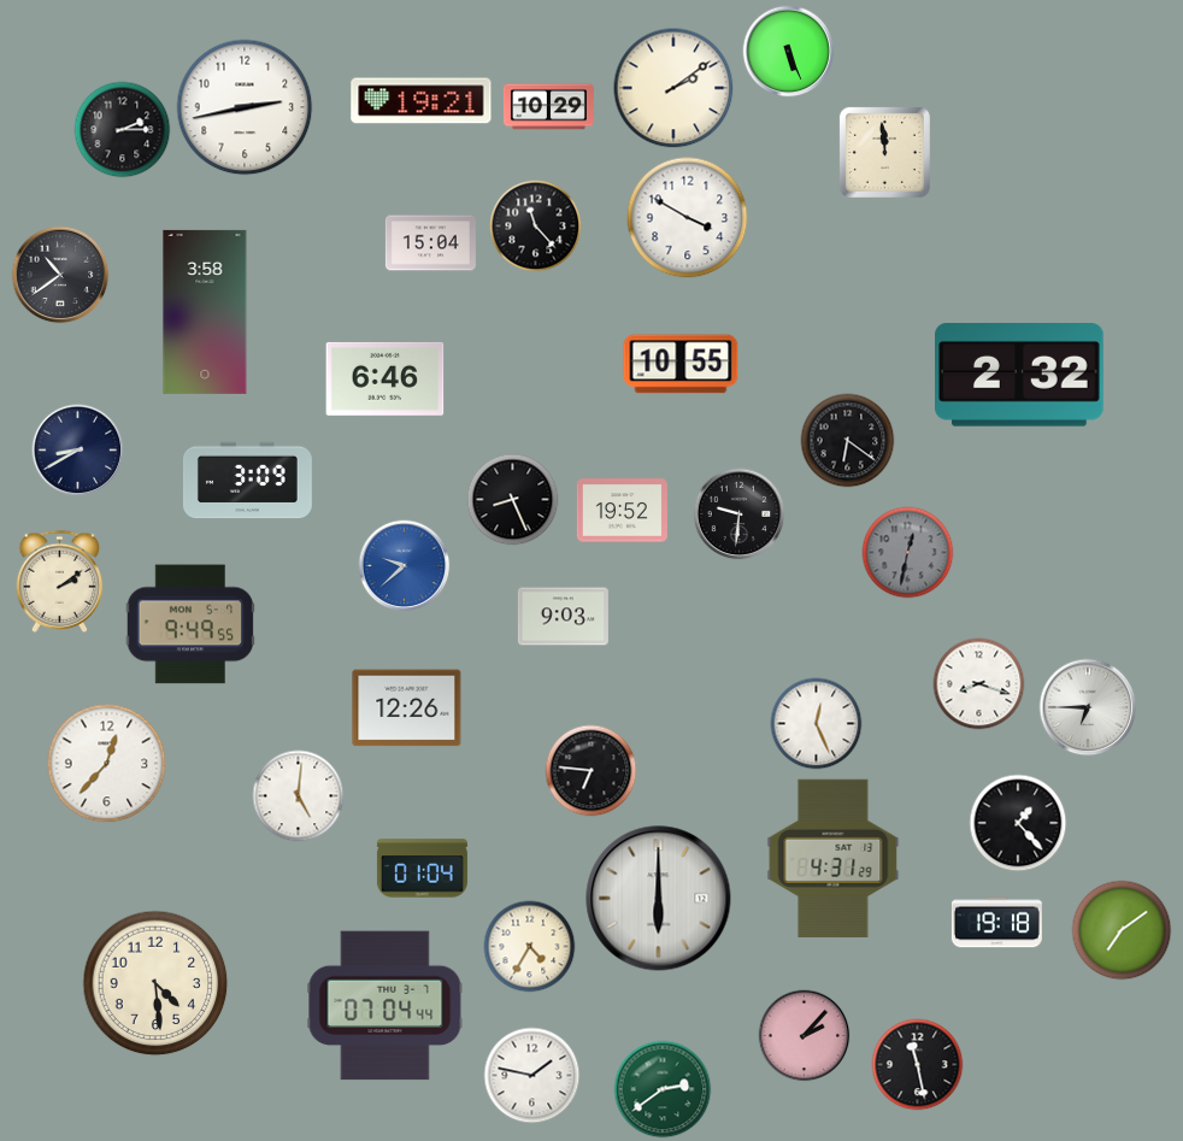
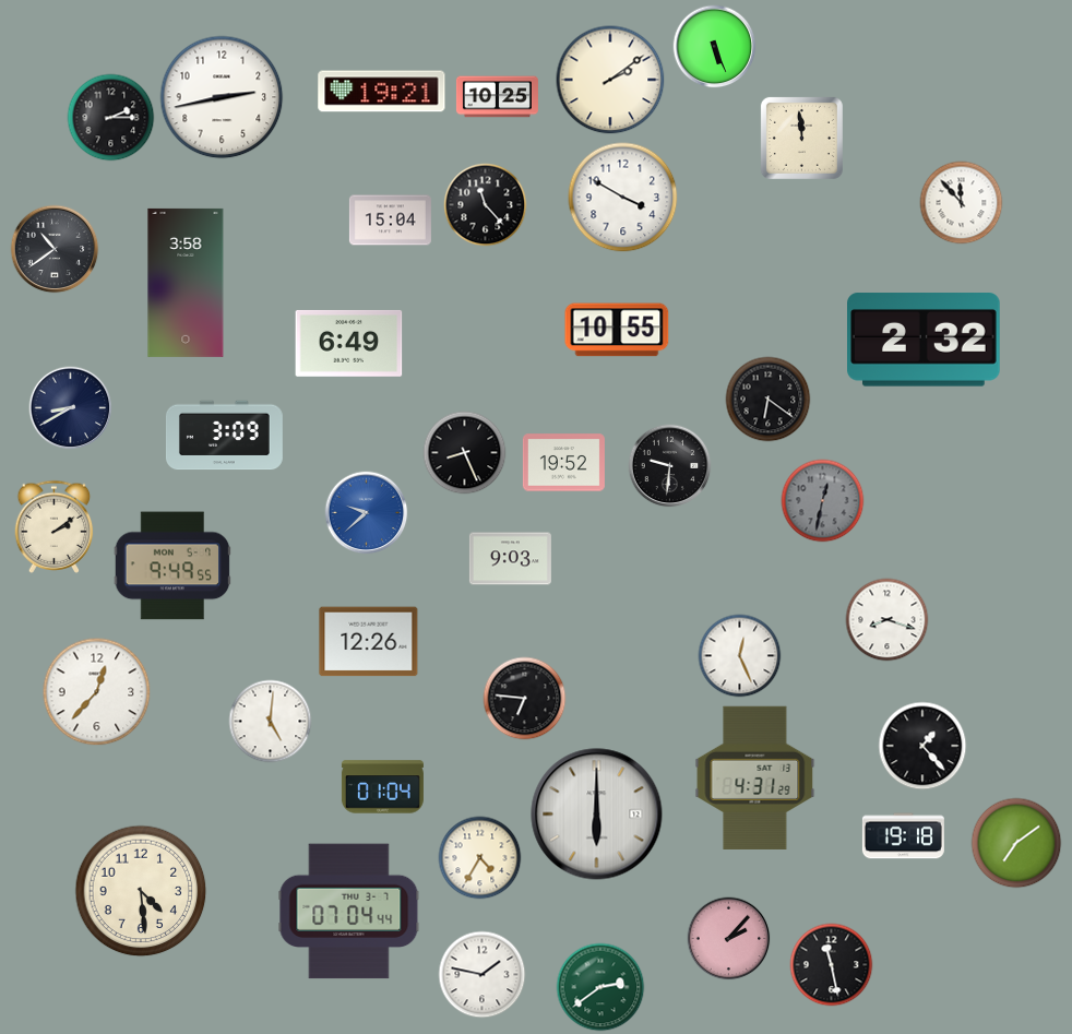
clock at (548, 107): 10:29 -> 10:25
clock at (962, 203): none -> 11:53
clock at (385, 378): 6:46 -> 6:49
clock at (1088, 707): 6:45 -> none
clock at (591, 771) position: (591, 771) -> (525, 699)
